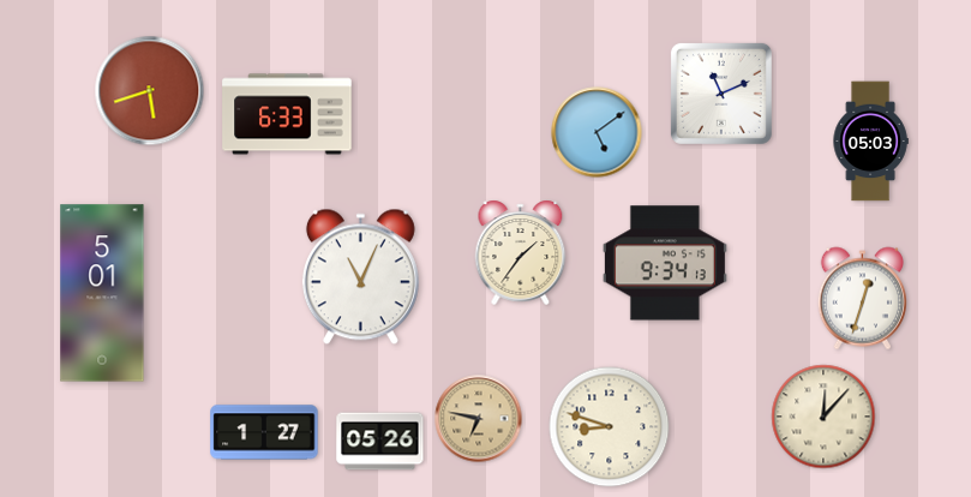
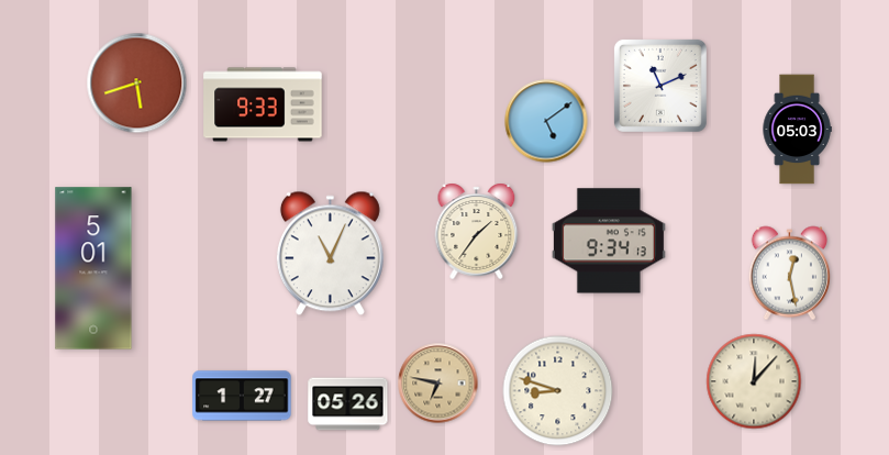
clock at (287, 114): 6:33 -> 9:33
clock at (862, 299): 12:33 -> 12:28
